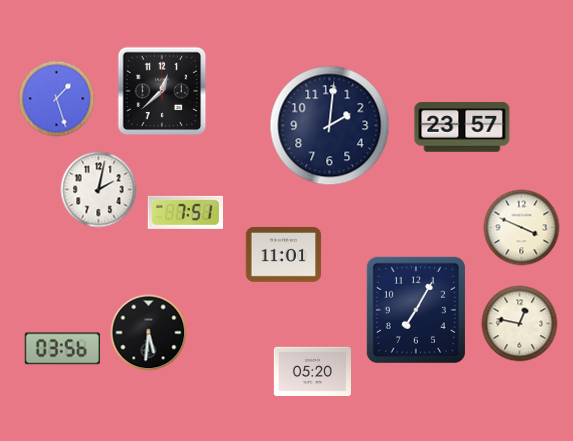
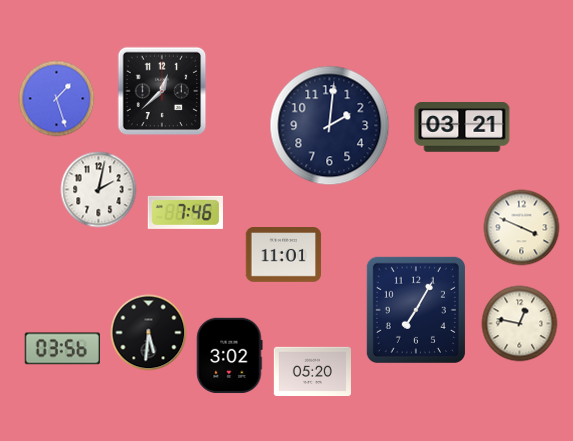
clock at (462, 127): 23:57 -> 03:21
clock at (186, 212): 7:51 -> 7:46
clock at (230, 356): none -> 3:02
